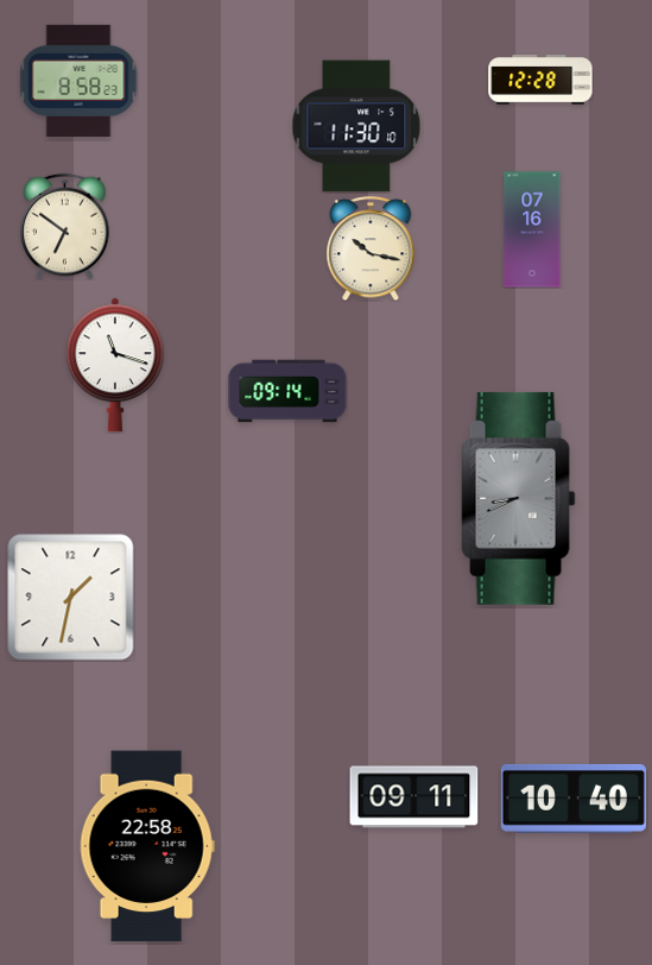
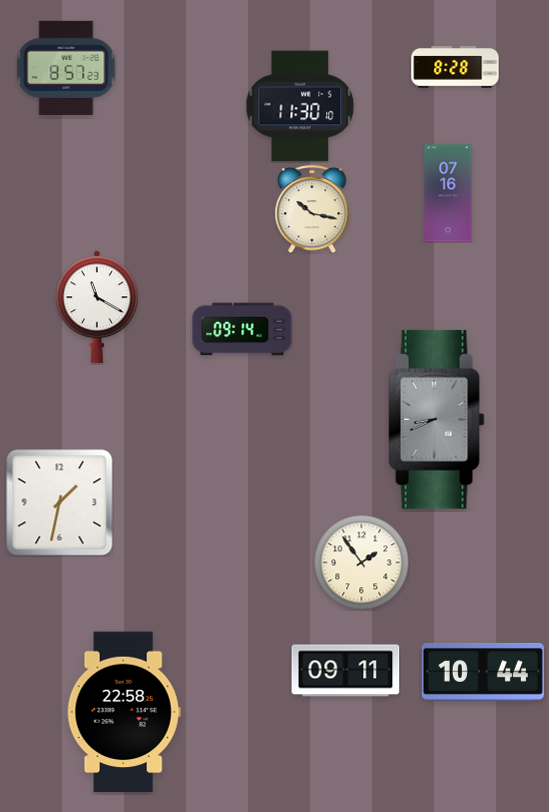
clock at (540, 80): 12:28 -> 8:28
clock at (78, 81): 8:58 -> 8:57
clock at (65, 226): 6:51 -> none
clock at (115, 365): 11:18 -> 11:20
clock at (361, 562): none -> 1:54
clock at (414, 797) position: (414, 797) -> (346, 671)
clock at (574, 799): 10:40 -> 10:44
